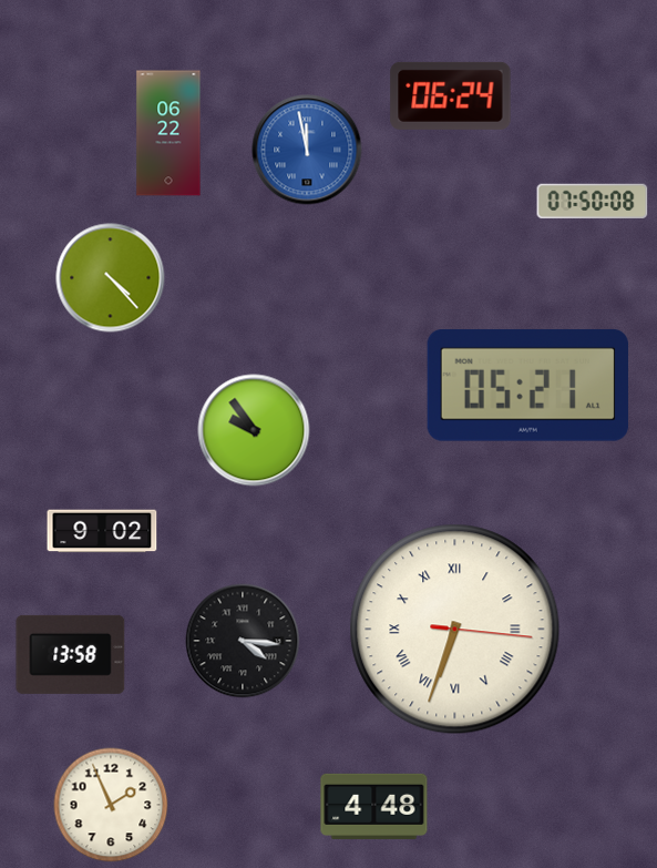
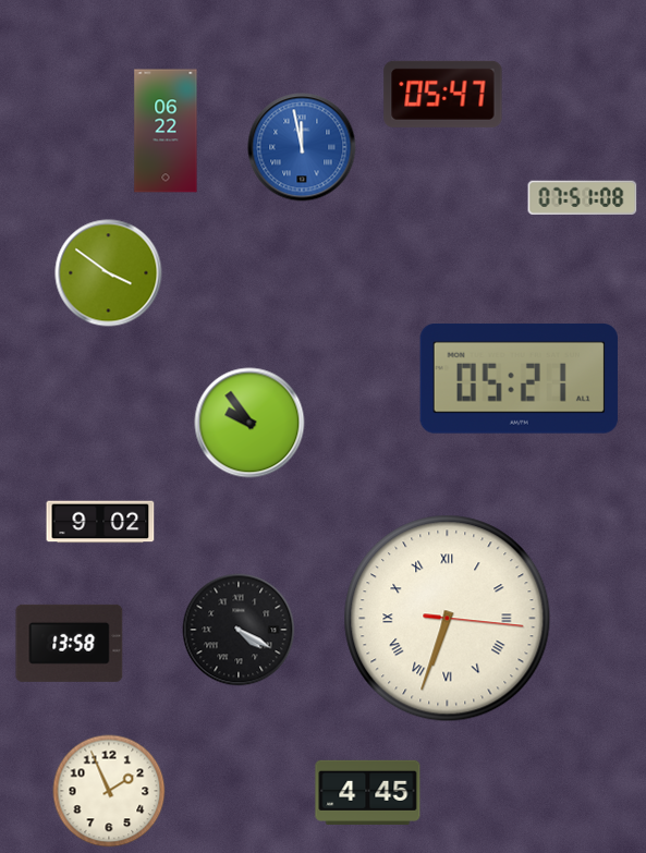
clock at (451, 95): 06:24 -> 05:47
clock at (593, 201): 07:50 -> 07:51
clock at (111, 278): 4:23 -> 3:51
clock at (243, 641): 4:16 -> 4:20
clock at (374, 806): 4:48 -> 4:45
